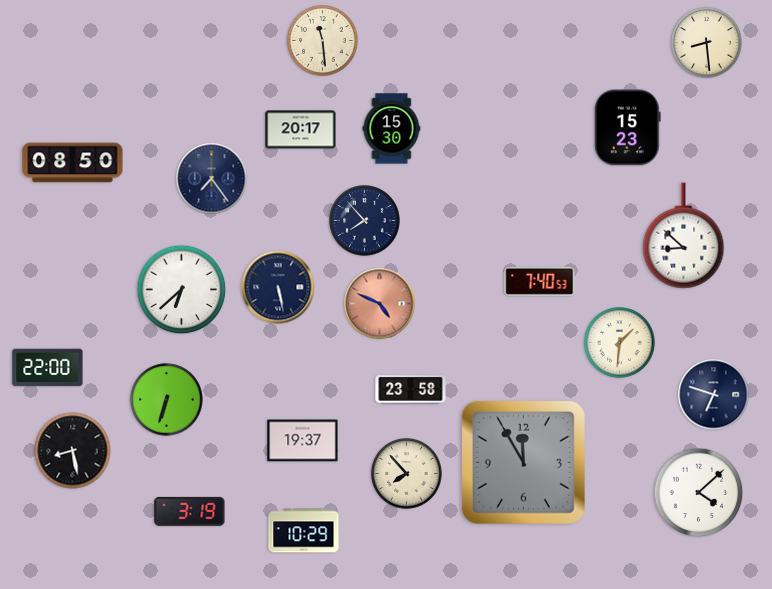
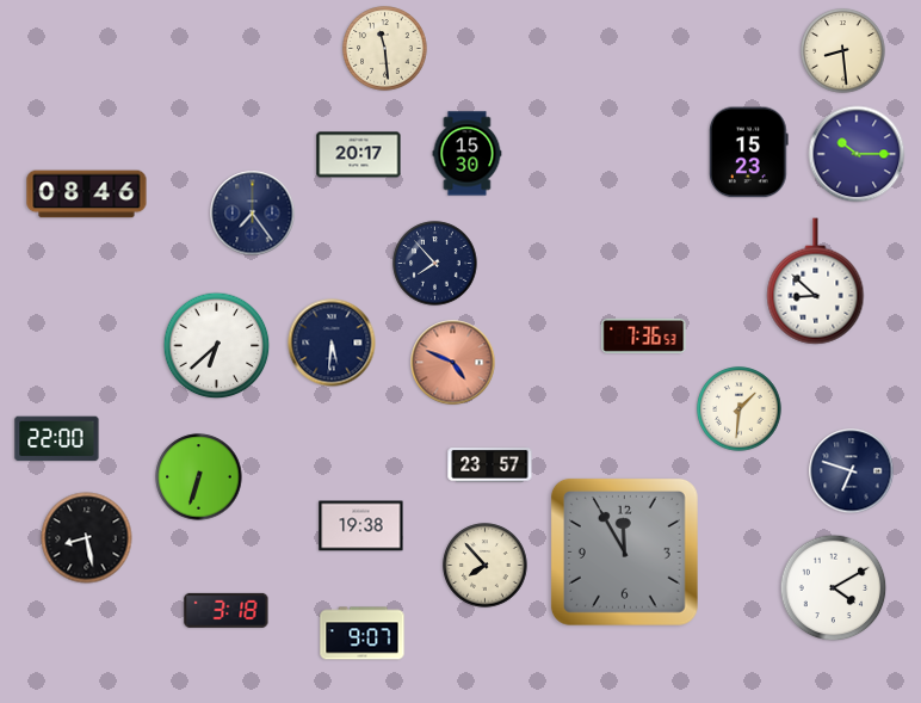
clock at (857, 154): none -> 10:15
clock at (73, 163): 08:50 -> 08:46
clock at (540, 281): 7:40 -> 7:36
clock at (278, 287): 5:28 -> 5:31
clock at (411, 390): 23:58 -> 23:57
clock at (303, 441): 19:37 -> 19:38
clock at (699, 493): 4:08 -> 4:10
clock at (190, 511): 3:19 -> 3:18
clock at (304, 531): 10:29 -> 9:07
